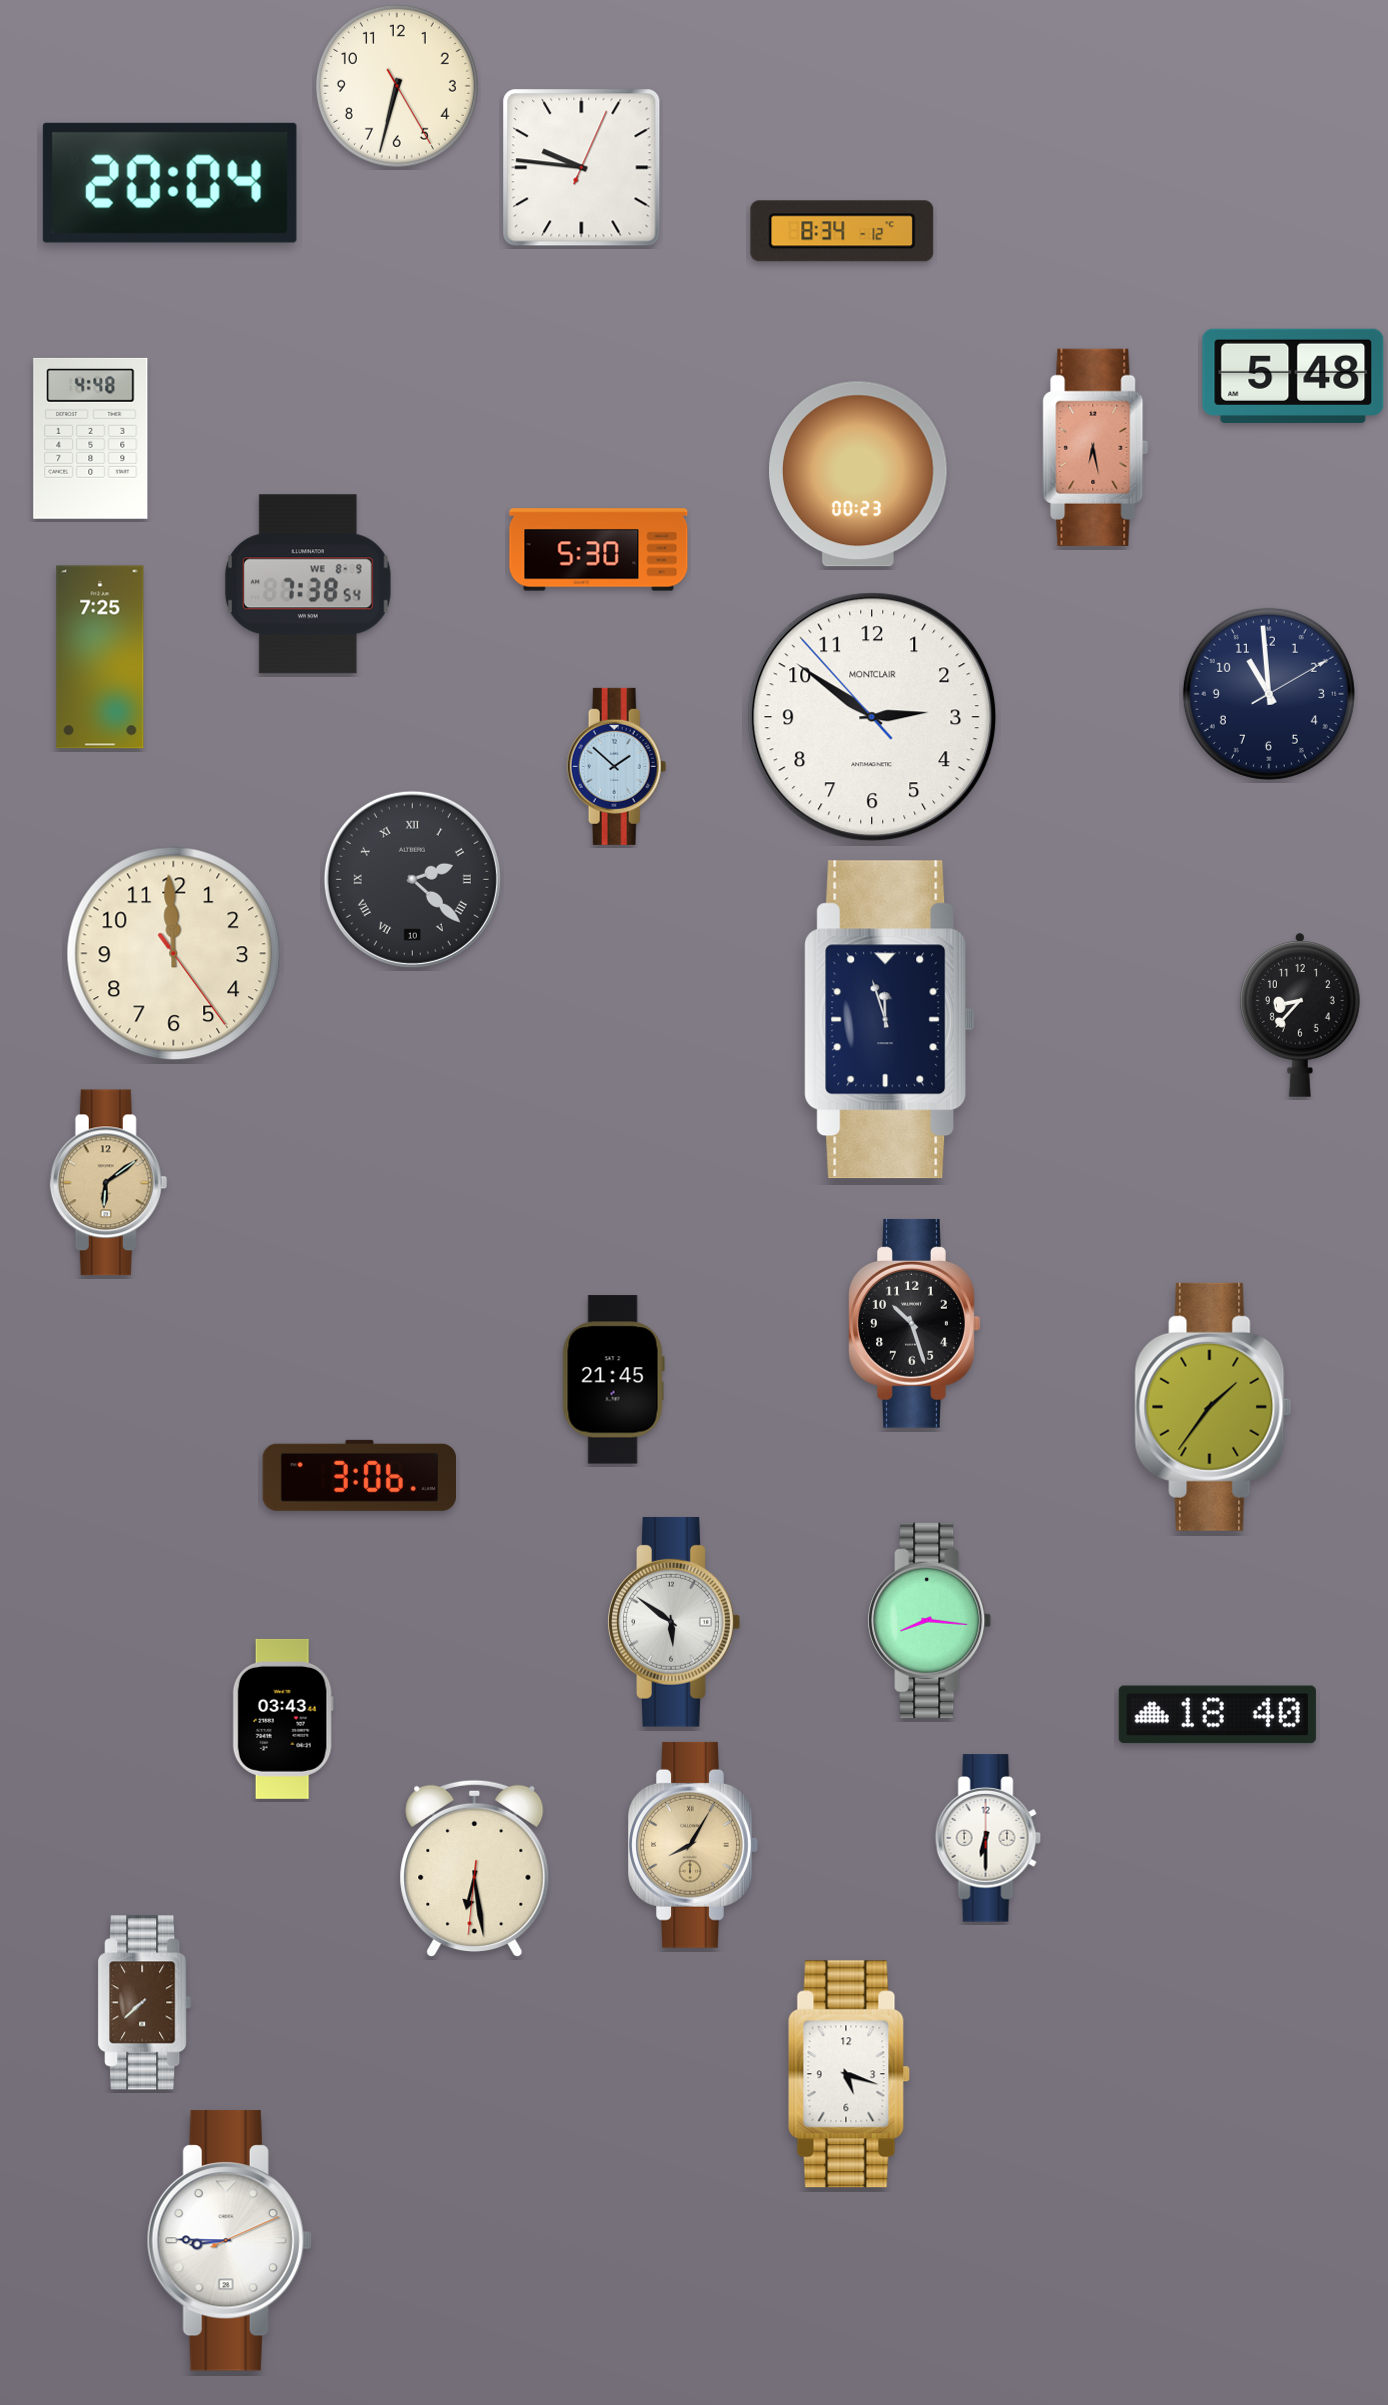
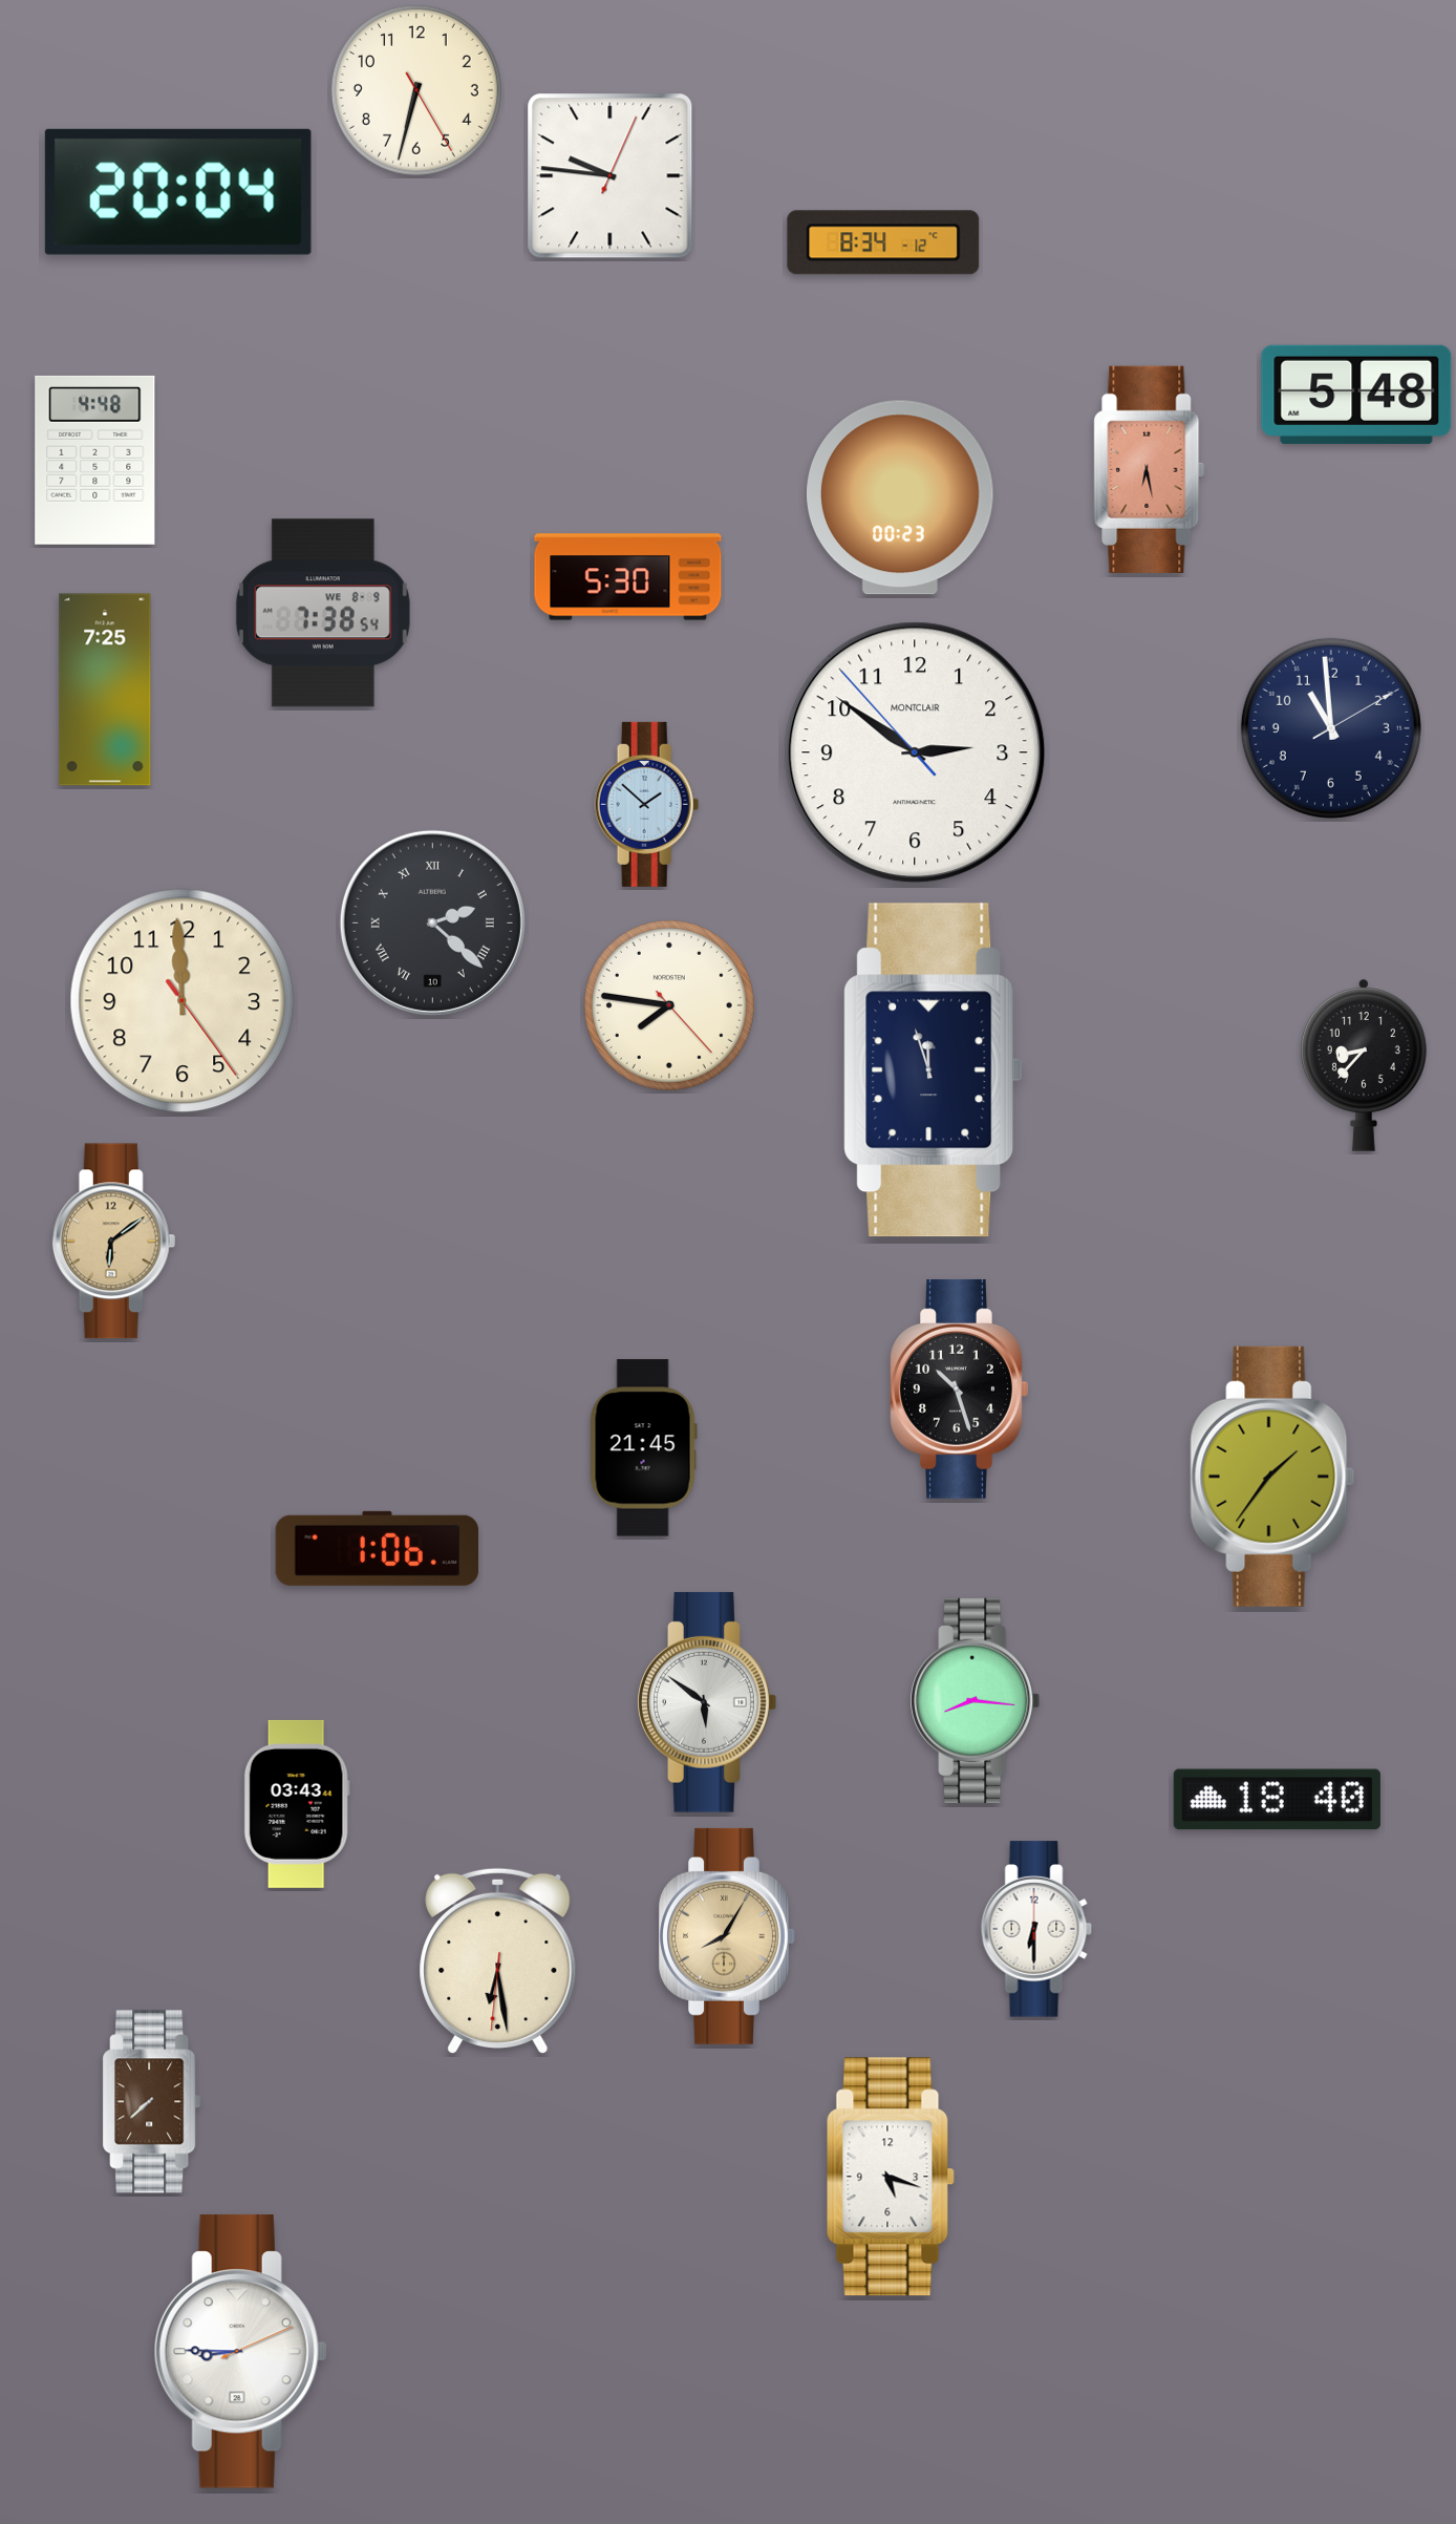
clock at (669, 1005): none -> 7:46
clock at (359, 1475): 3:06 -> 1:06
